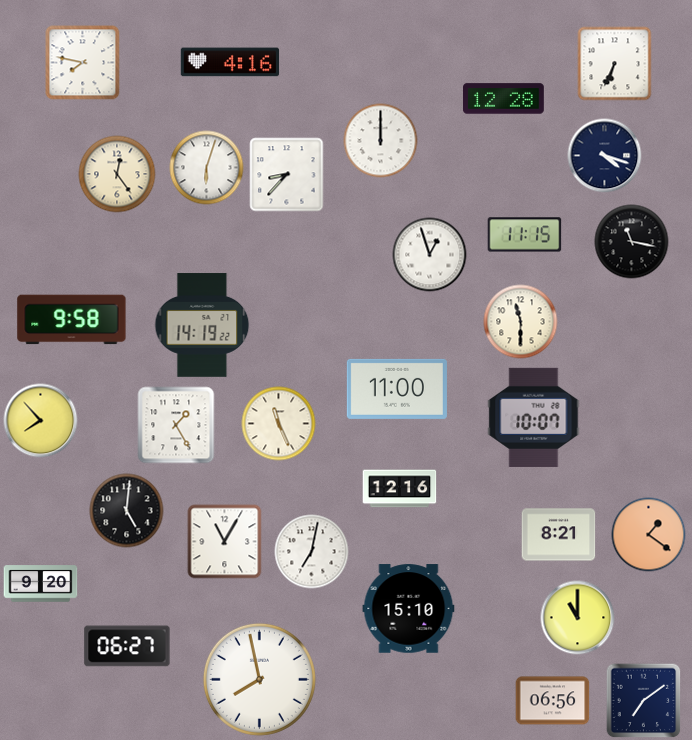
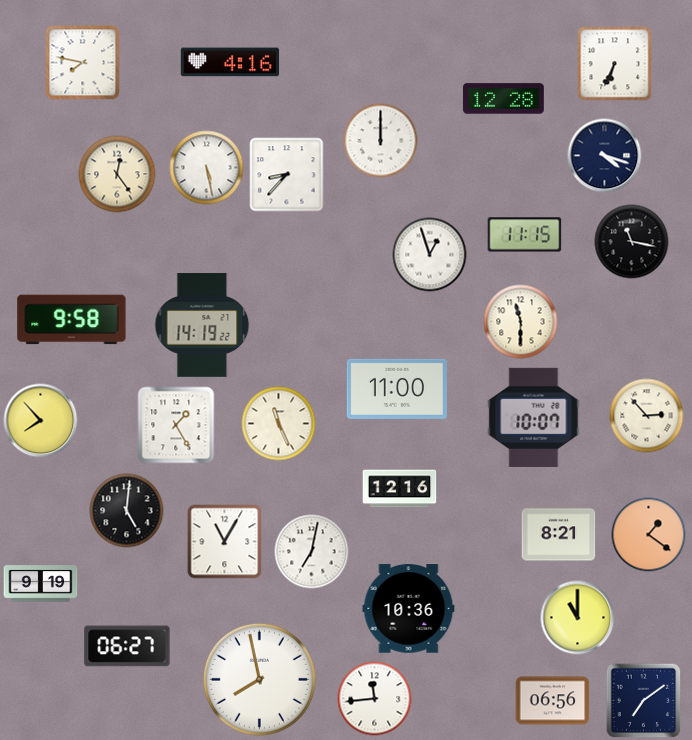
clock at (207, 168): 6:03 -> 5:28
clock at (647, 416): none -> 2:53
clock at (41, 584): 9:20 -> 9:19
clock at (409, 609): 15:10 -> 10:36
clock at (375, 699): none -> 11:44
